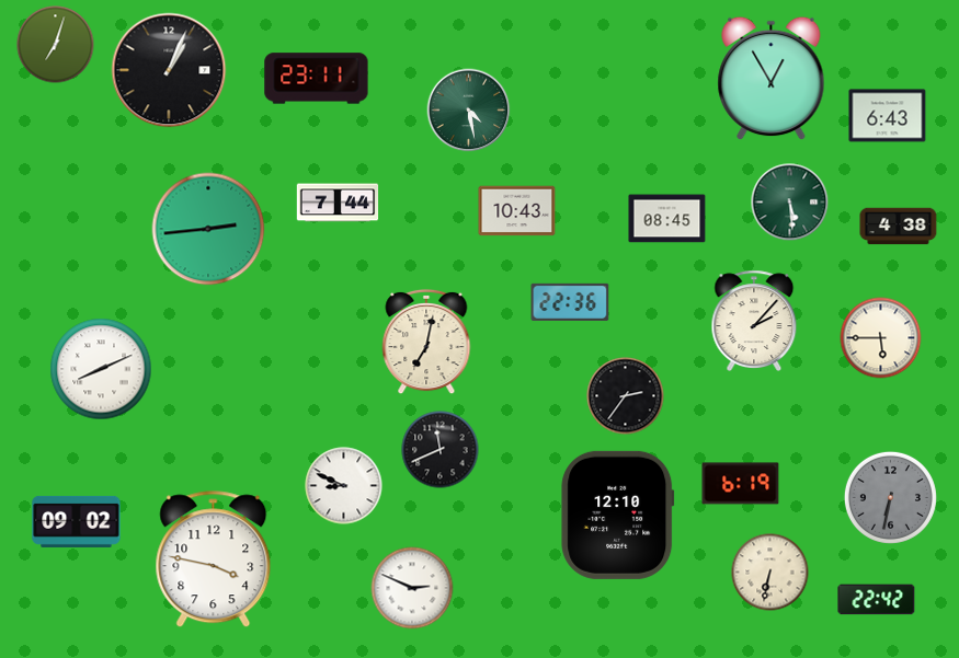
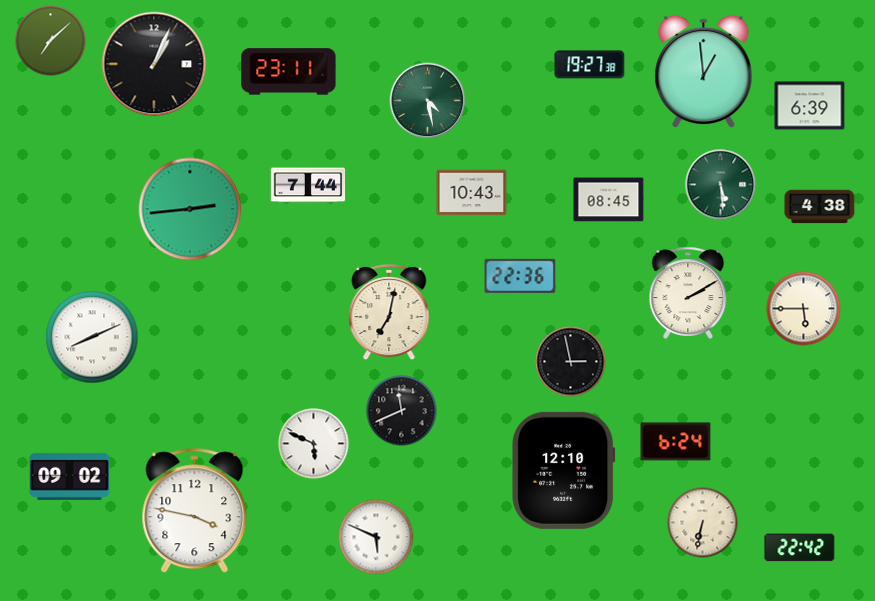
clock at (56, 45): 7:03 -> 7:08
clock at (590, 65): none -> 19:27
clock at (772, 79): 12:55 -> 12:59
clock at (888, 116): 6:43 -> 6:39
clock at (754, 320): 2:07 -> 2:10
clock at (626, 396): 2:36 -> 2:58
clock at (741, 484): 6:19 -> 6:24
clock at (344, 486): 8:49 -> 5:49
clock at (890, 497): 6:32 -> none
clock at (412, 588): 2:49 -> 5:49
